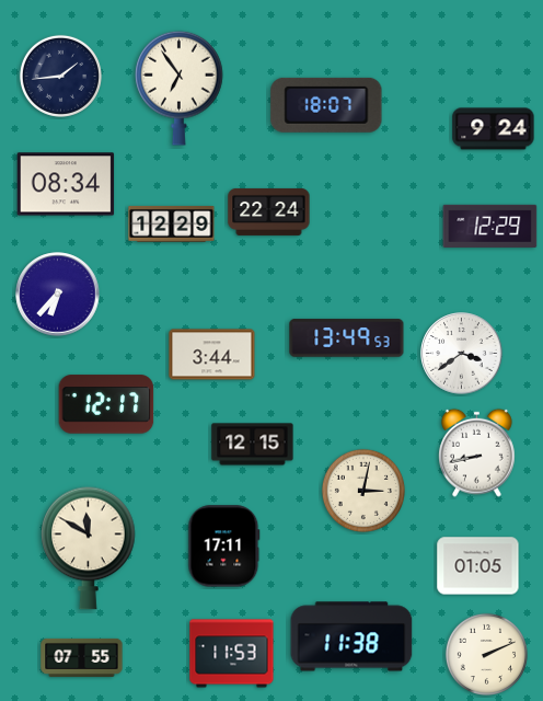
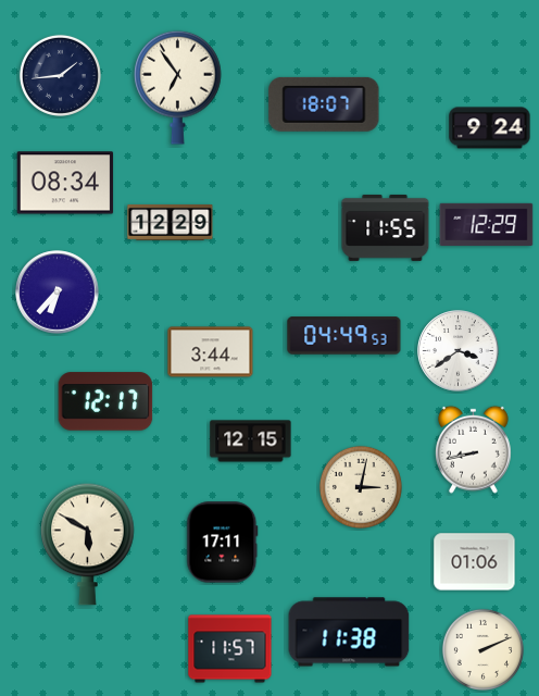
clock at (269, 211): 22:24 -> none
clock at (386, 227): none -> 11:55
clock at (347, 338): 13:49 -> 04:49
clock at (89, 548): 11:50 -> 5:50
clock at (478, 566): 01:05 -> 01:06
clock at (232, 654): 11:53 -> 11:57
clock at (82, 657): 07:55 -> none
